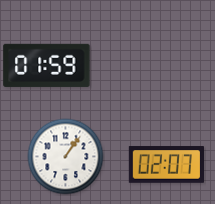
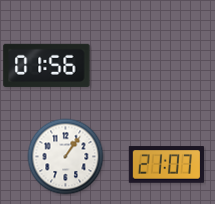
clock at (47, 65): 01:59 -> 01:56
clock at (166, 165): 02:07 -> 21:07
